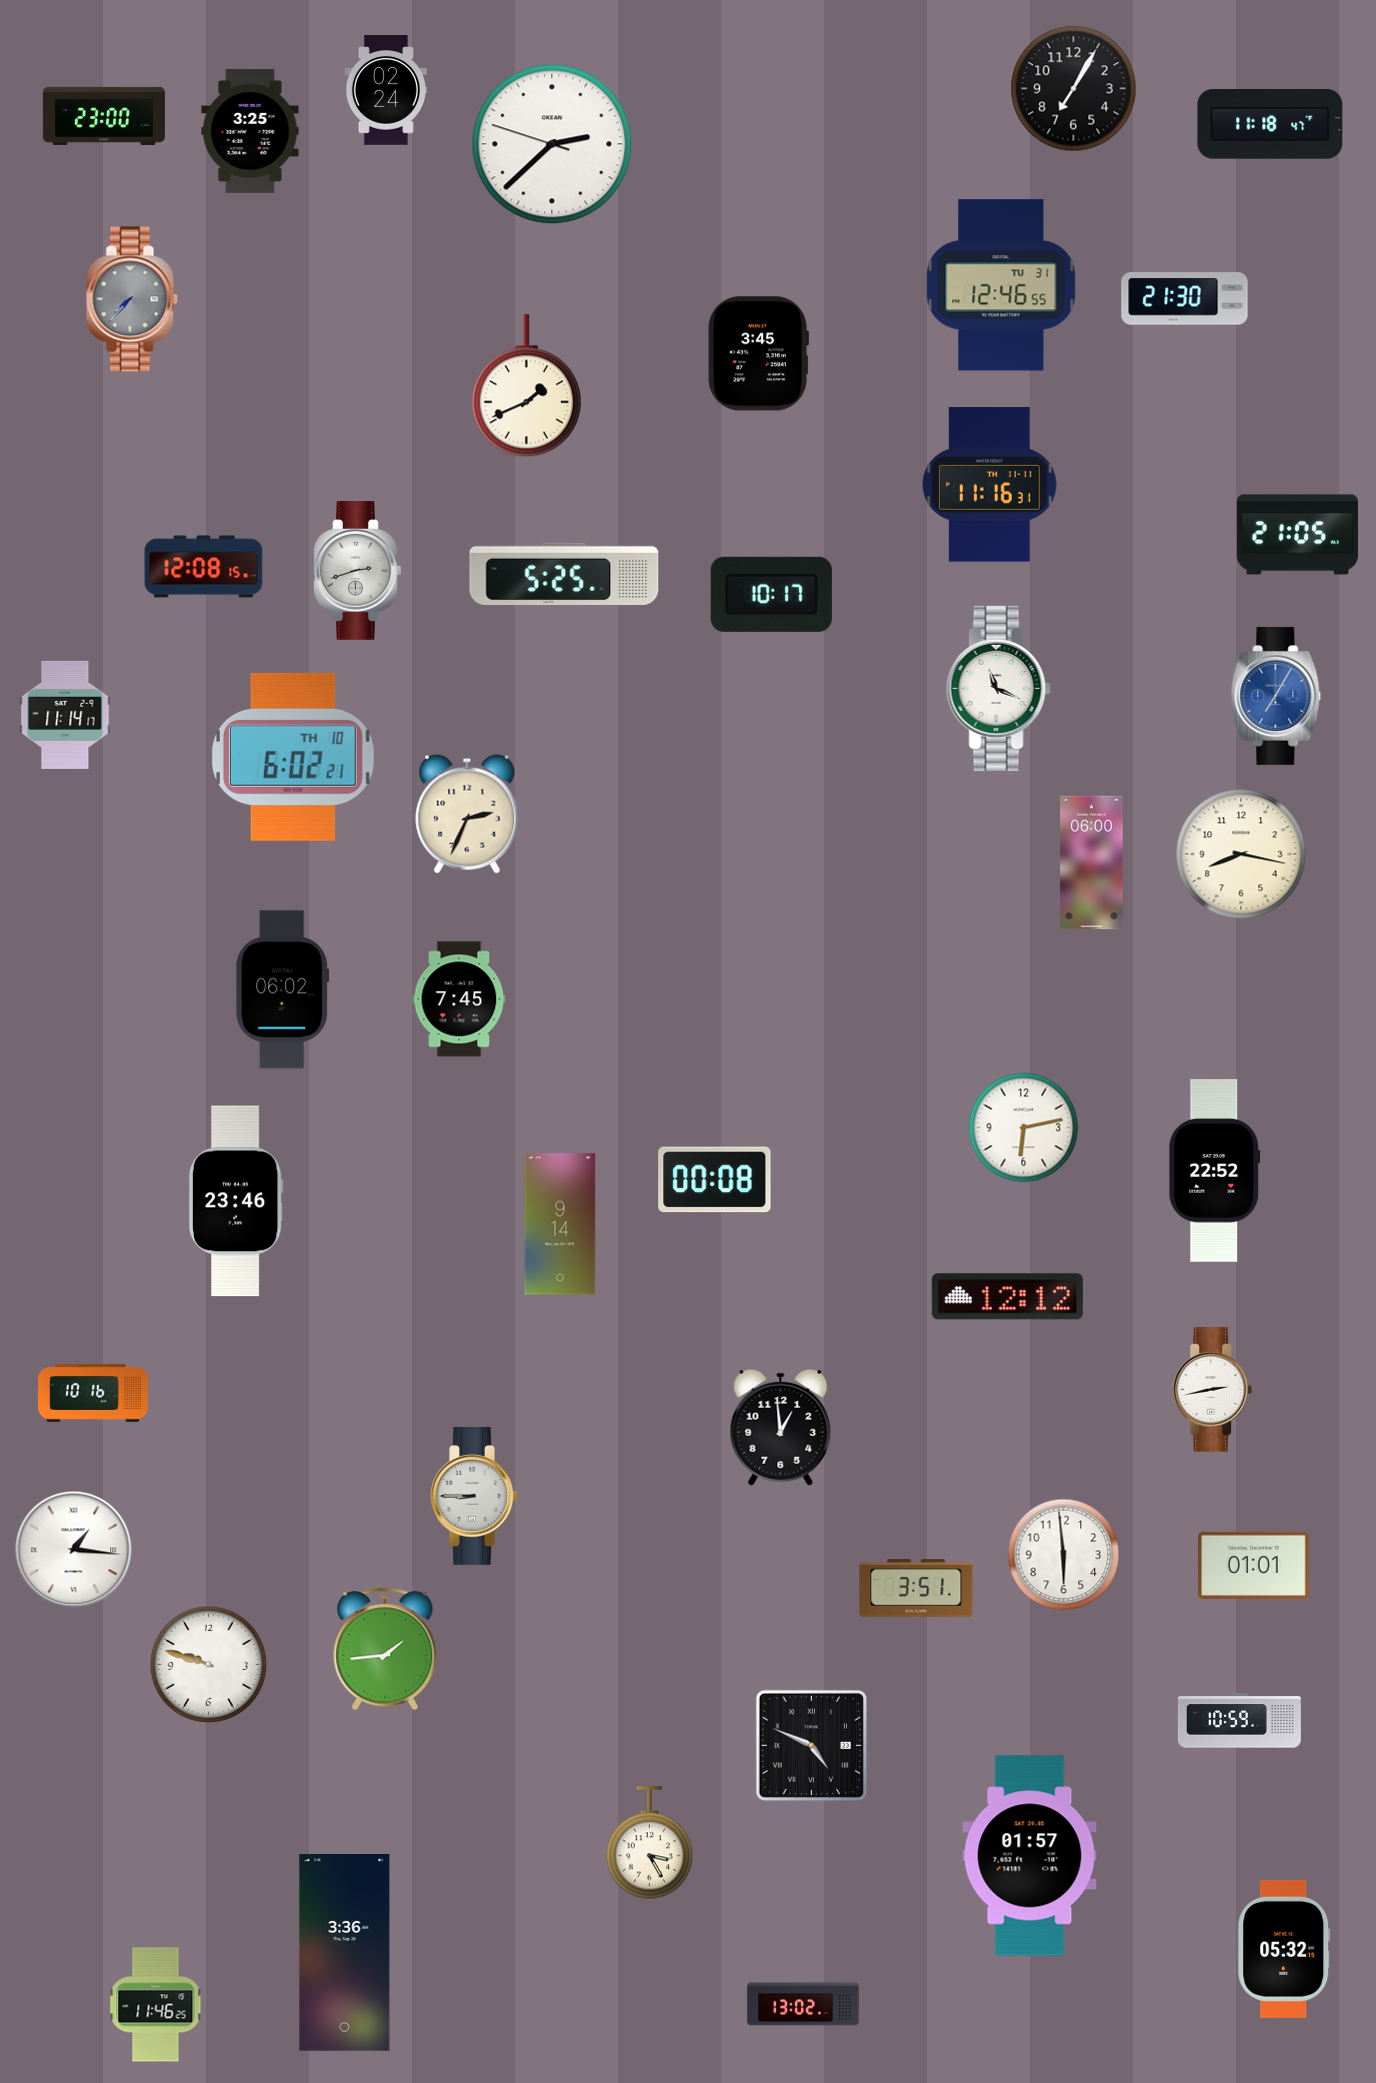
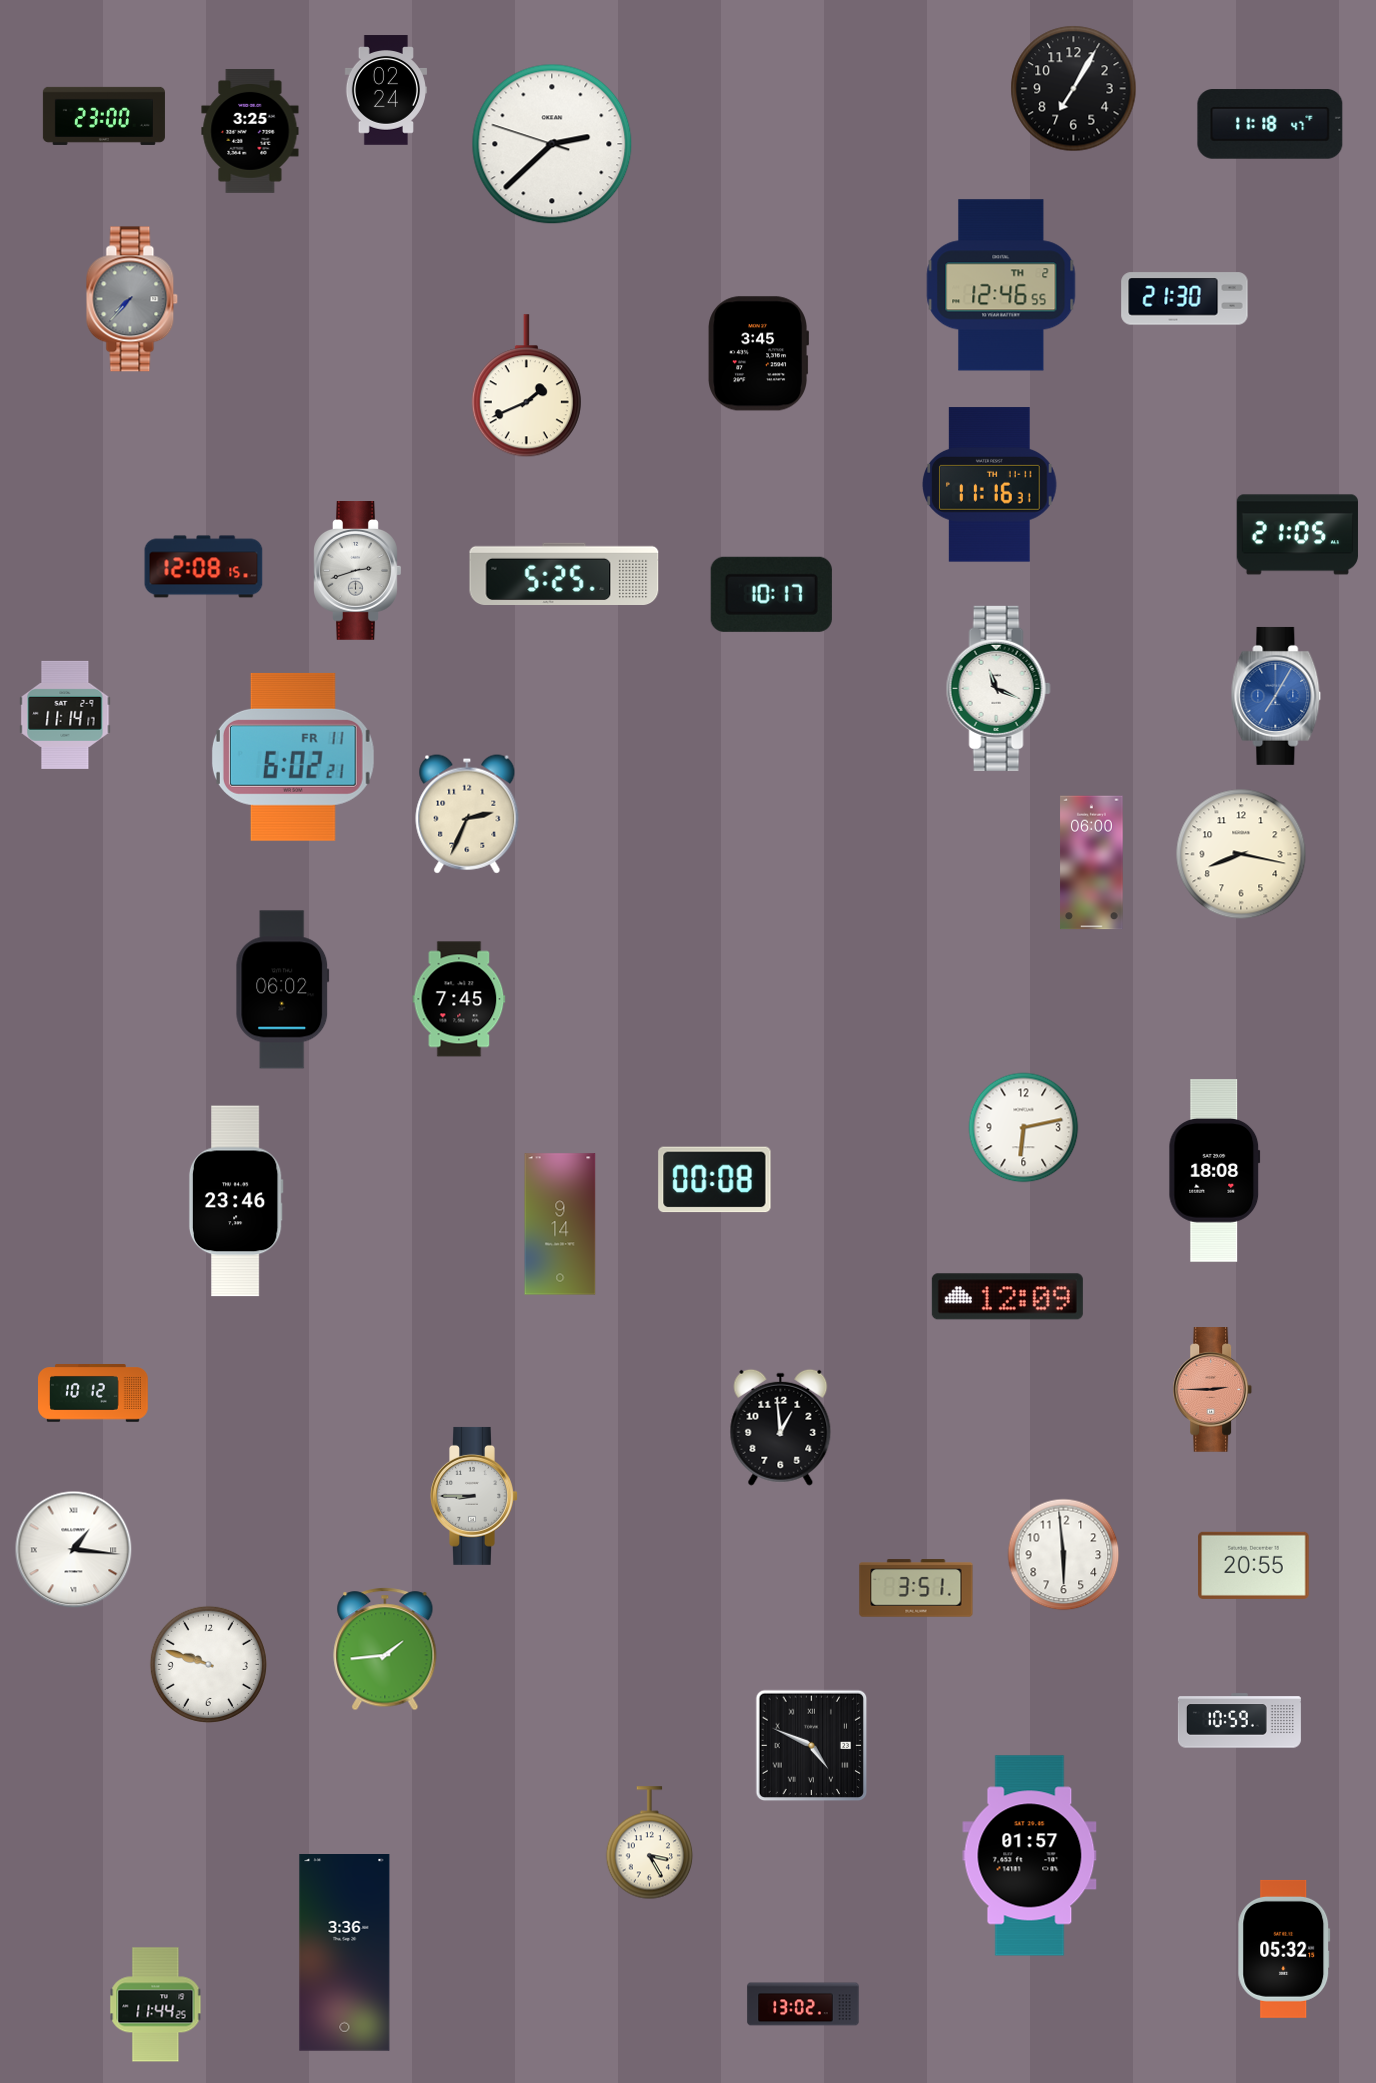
clock at (1001, 285) date: TU 31 -> TH 2
clock at (293, 757) date: TH 10 -> FR 11
clock at (1215, 1171): 22:52 -> 18:08
clock at (1007, 1297): 12:12 -> 12:09
clock at (1213, 1390): 2:43 -> 2:45
clock at (1213, 1390) dial: white -> salmon
clock at (93, 1394): 10:16 -> 10:12
clock at (1254, 1565): 01:01 -> 20:55
clock at (156, 2005): 11:46 -> 11:44
